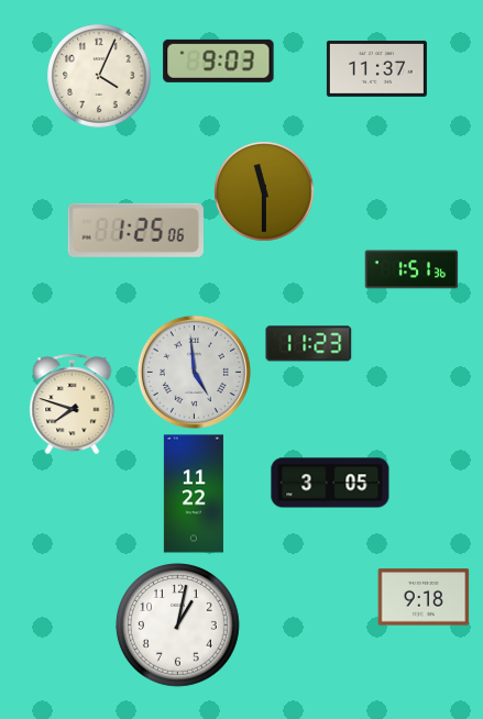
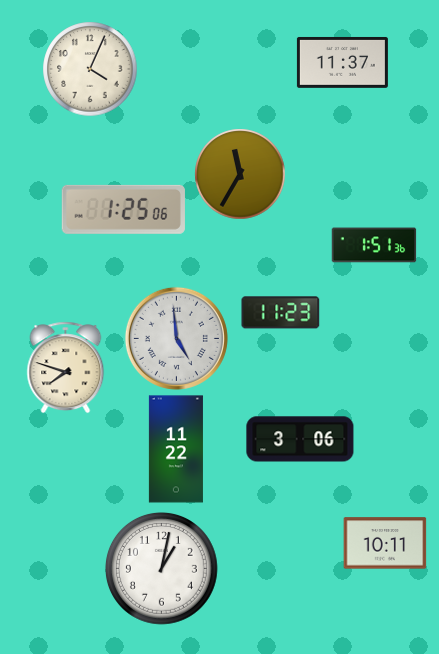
clock at (219, 60): 9:03 -> none
clock at (264, 191): 11:30 -> 11:35
clock at (330, 483): 3:05 -> 3:06
clock at (424, 597): 9:18 -> 10:11
